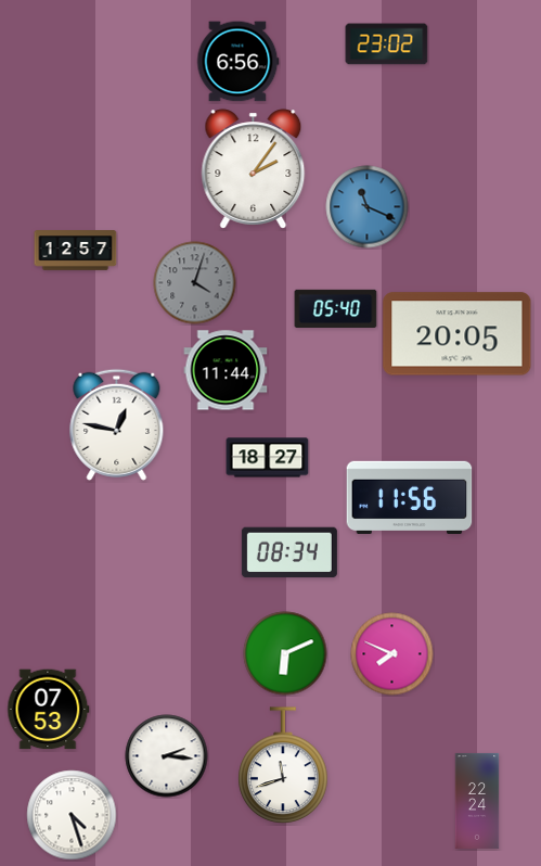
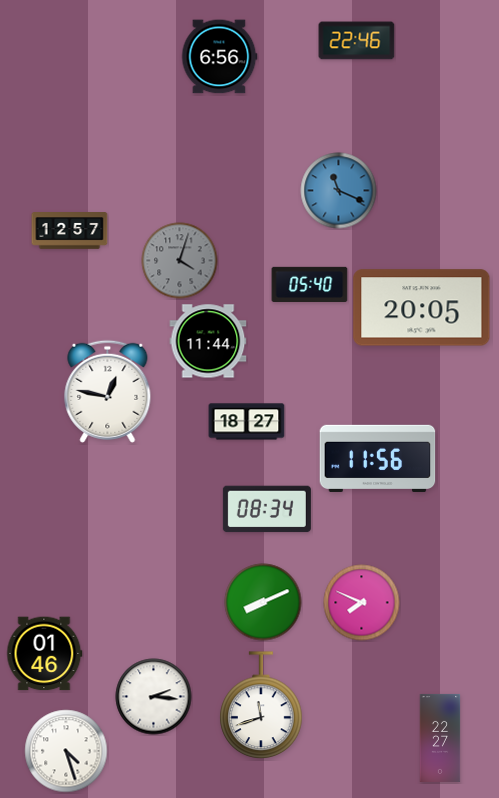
clock at (387, 44): 23:02 -> 22:46
clock at (254, 169): 2:06 -> none
clock at (285, 653): 6:11 -> 8:11
clock at (49, 710): 07:53 -> 01:46
clock at (477, 801): 22:24 -> 22:27
